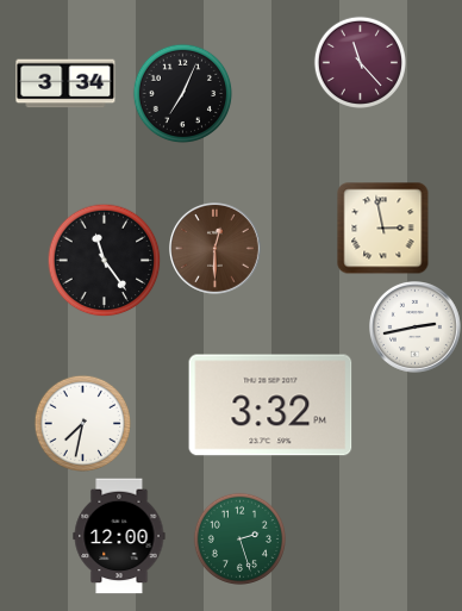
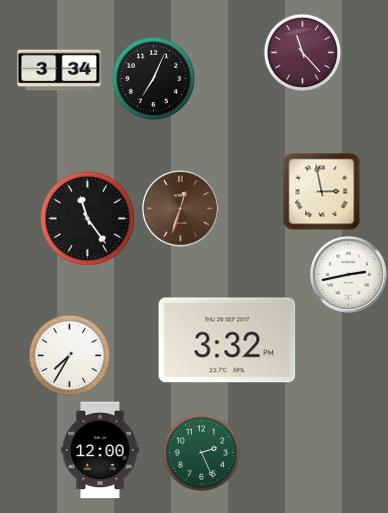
clock at (65, 83) position: (65, 83) -> (59, 70)
clock at (216, 249): 12:30 -> 12:33
clock at (82, 423): 7:32 -> 7:35
clock at (239, 538): 2:27 -> 2:26
